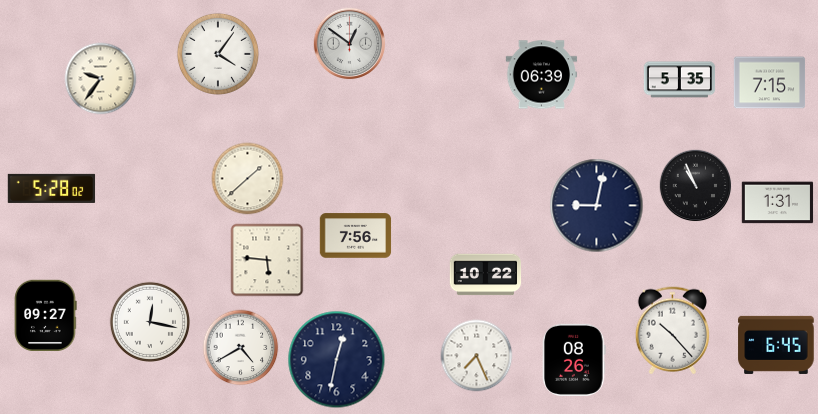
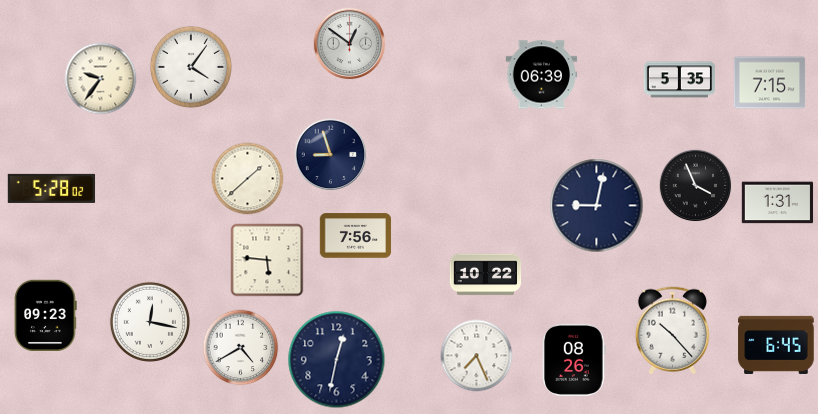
clock at (218, 54) position: (218, 54) -> (191, 67)
clock at (331, 155): none -> 8:57
clock at (696, 186): 10:56 -> 3:56
clock at (46, 315): 09:27 -> 09:23
